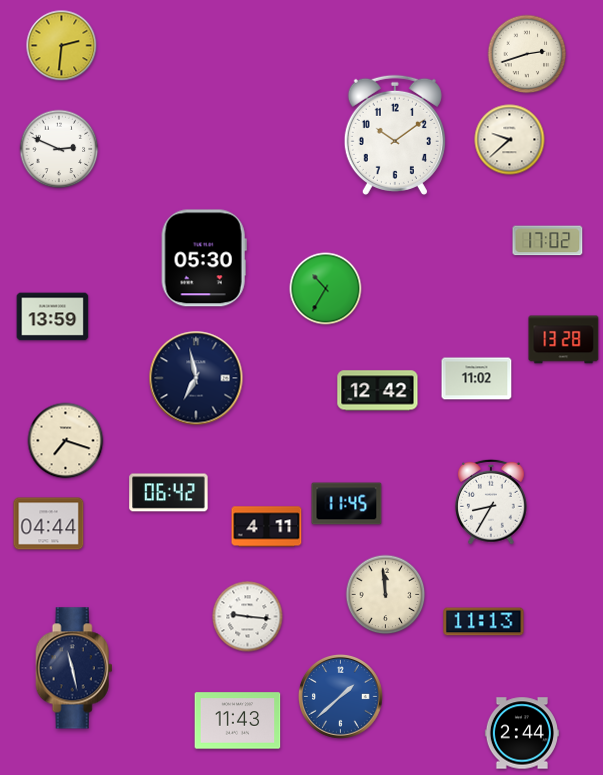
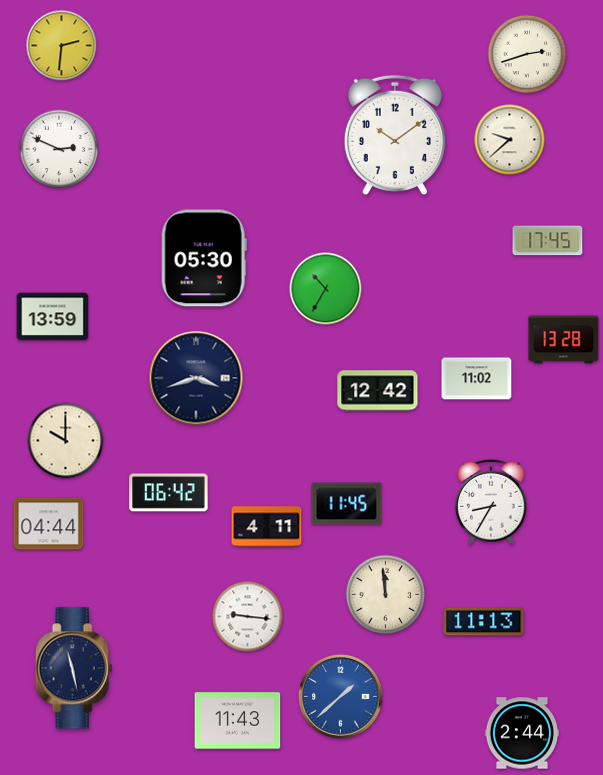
clock at (548, 241): 17:02 -> 17:45
clock at (196, 378): 6:58 -> 3:42
clock at (66, 441): 7:18 -> 10:00
